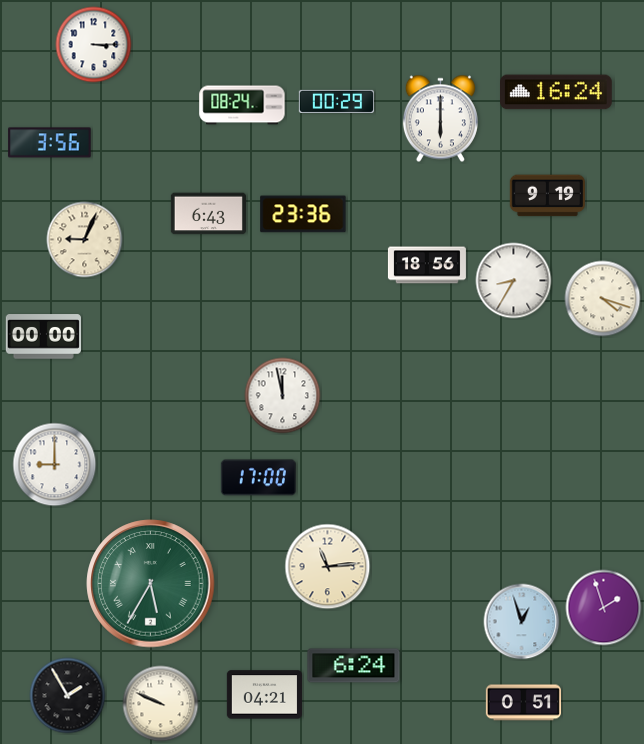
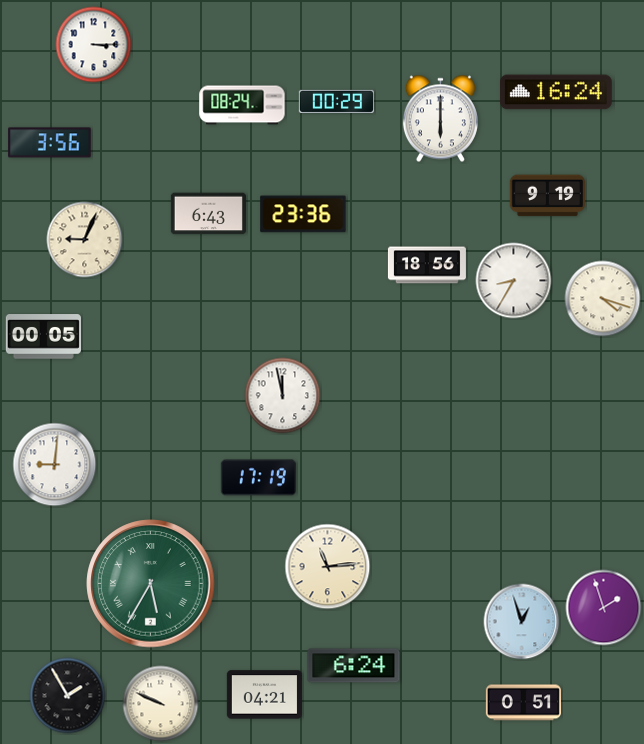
clock at (43, 337): 00:00 -> 00:05
clock at (55, 465): 9:00 -> 9:01
clock at (258, 478): 17:00 -> 17:19
